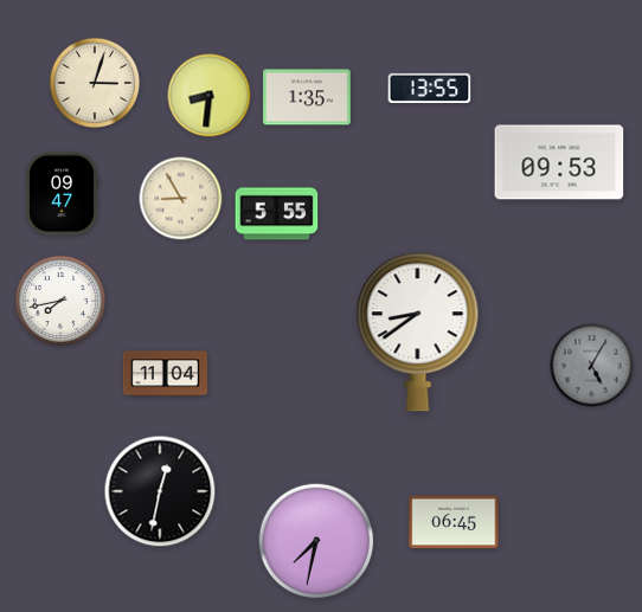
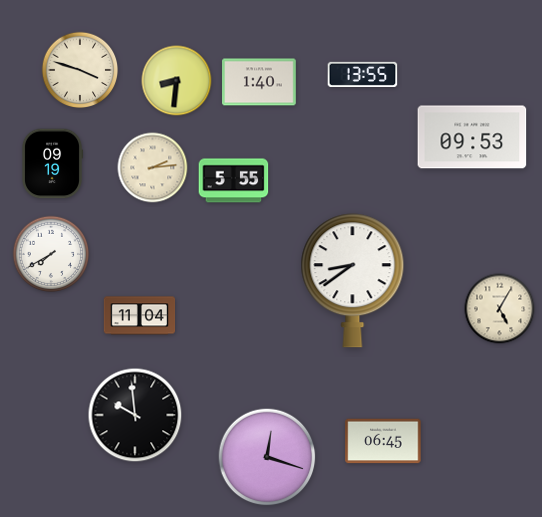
clock at (95, 83): 3:03 -> 3:48
clock at (308, 97): 1:35 -> 1:40
clock at (62, 194): 09:47 -> 09:19
clock at (181, 199): 8:55 -> 2:14
clock at (60, 301): 7:43 -> 7:40
clock at (592, 366) dial: grey -> cream
clock at (160, 491): 12:32 -> 9:59
clock at (316, 541): 7:32 -> 12:18
